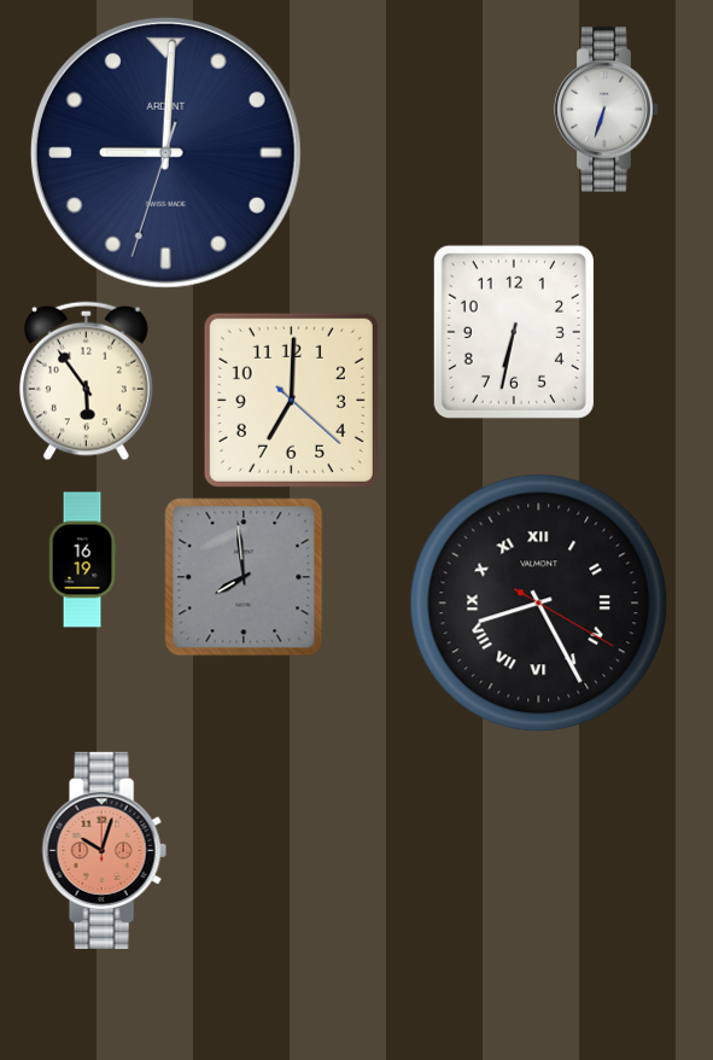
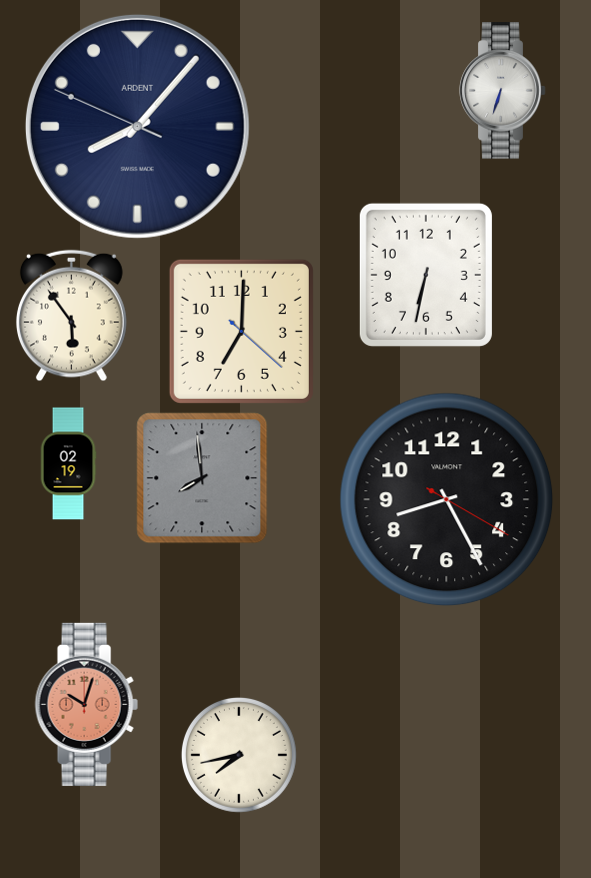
clock at (165, 152): 9:00 -> 8:06
clock at (82, 560): 16:19 -> 02:19
clock at (539, 604) numerals: Roman -> Arabic
clock at (239, 755): none -> 7:43
